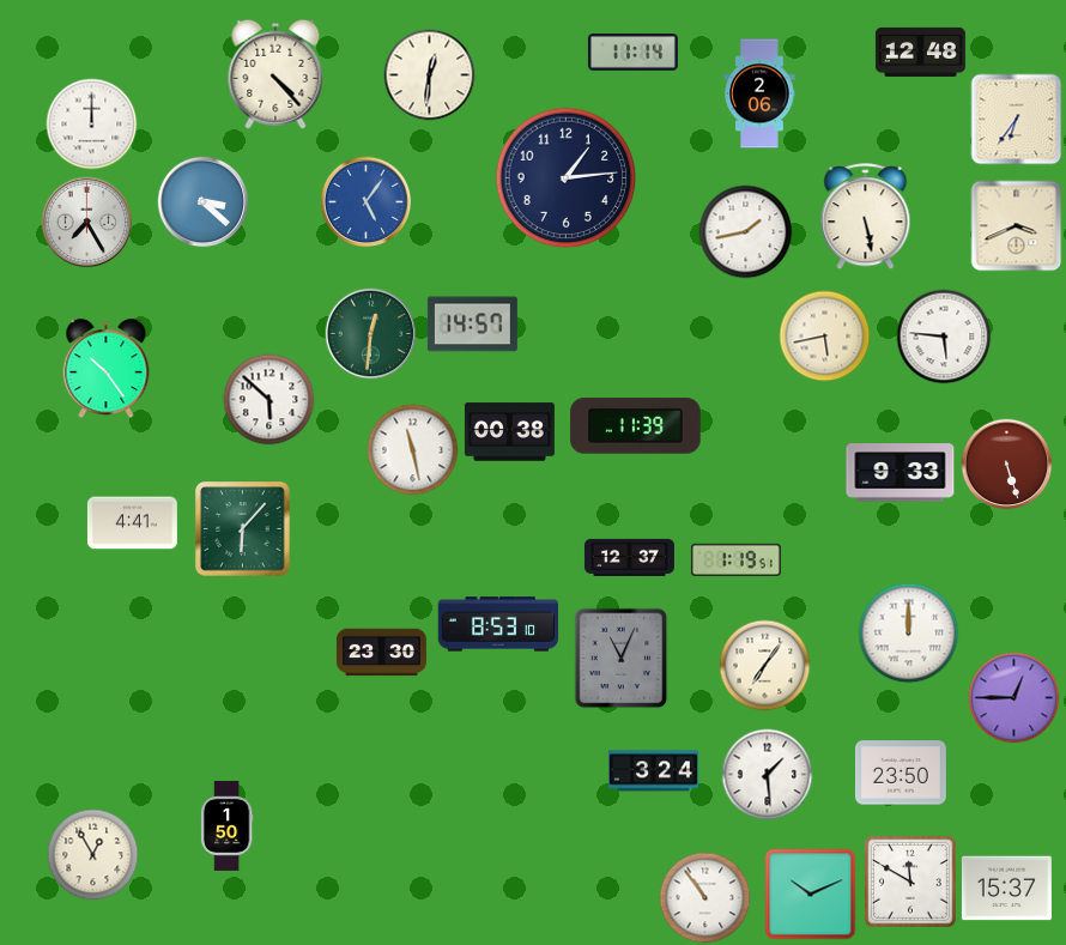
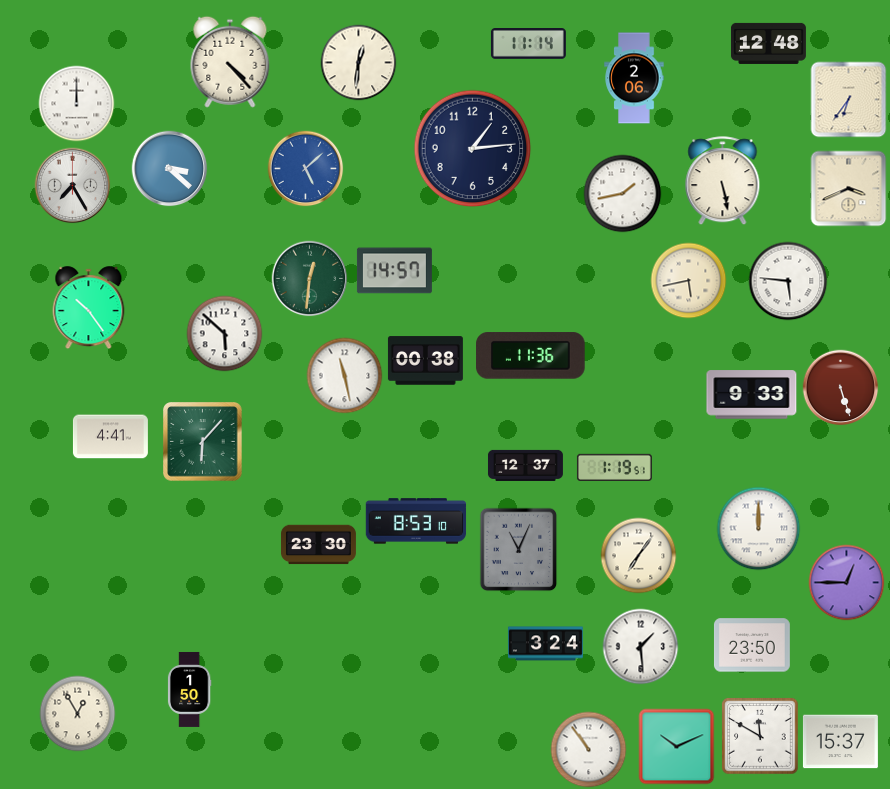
clock at (367, 202): 5:06 -> 5:08
clock at (636, 426): 11:39 -> 11:36
